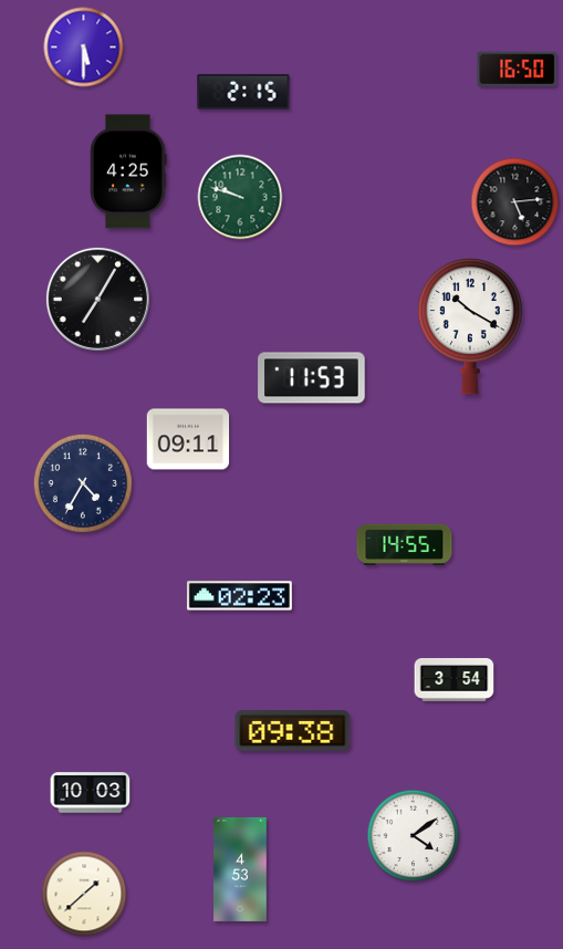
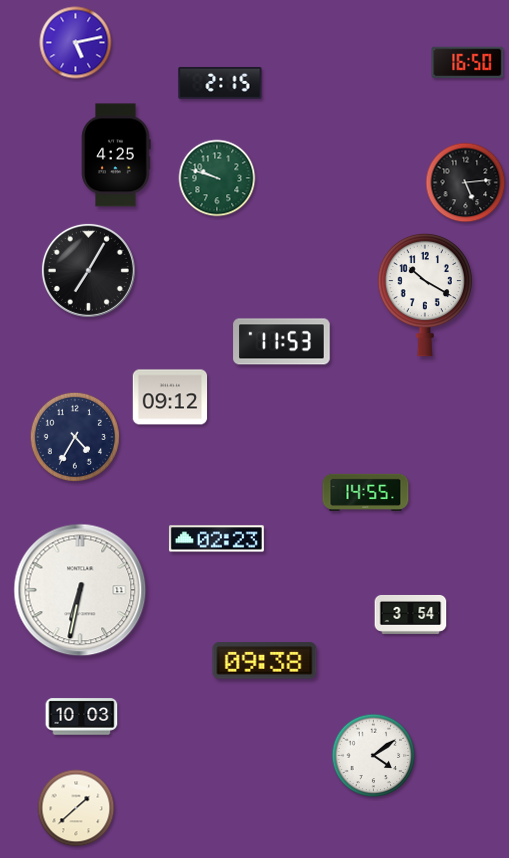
clock at (84, 48): 5:30 -> 5:13
clock at (188, 439): 09:11 -> 09:12
clock at (80, 590): none -> 6:32
clock at (240, 869): 4:53 -> none
